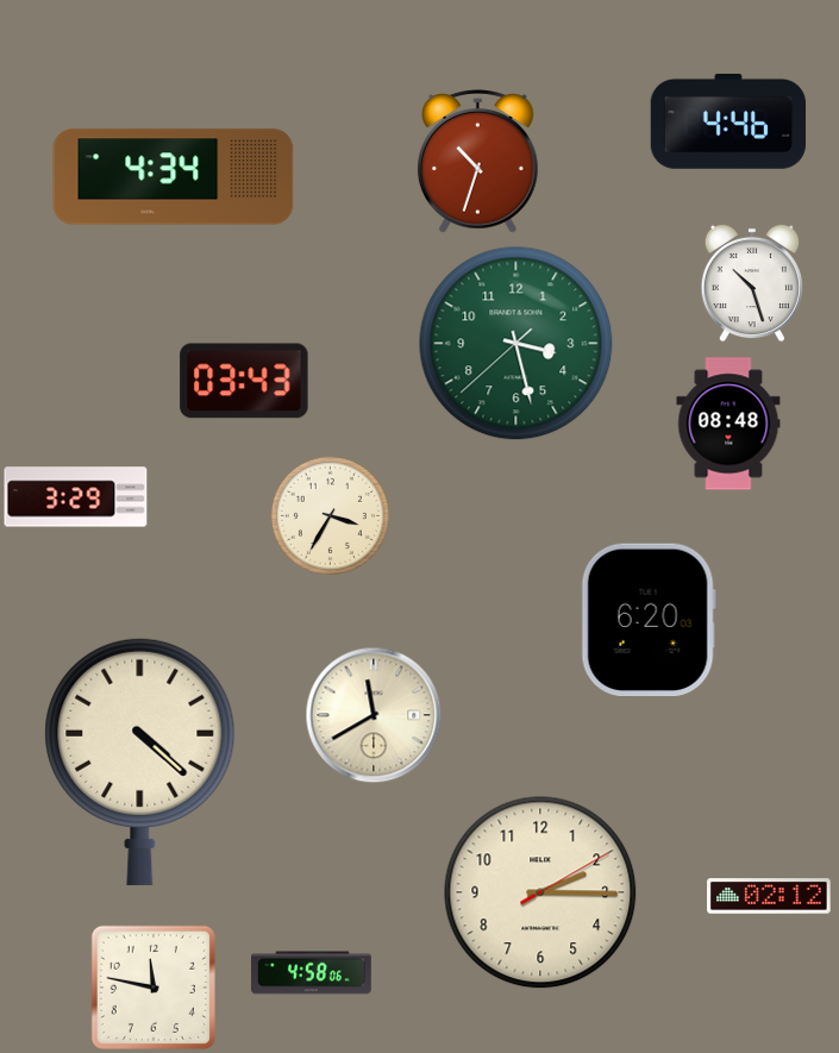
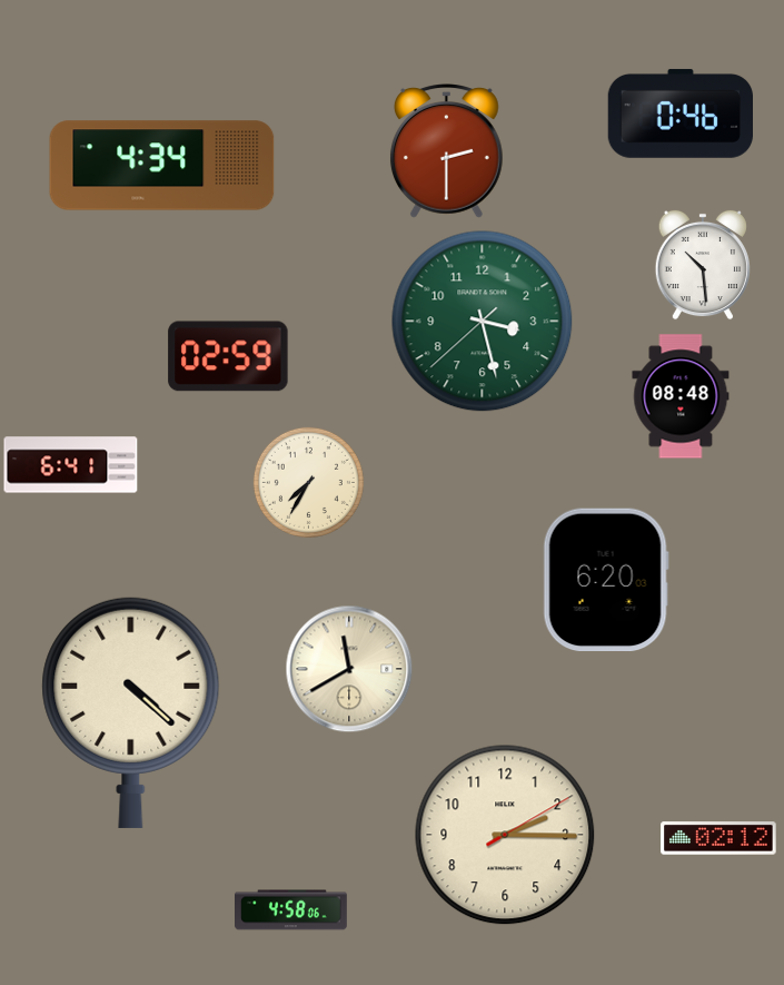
clock at (727, 121): 4:46 -> 0:46
clock at (478, 162): 10:33 -> 2:30
clock at (752, 283): 10:27 -> 10:29
clock at (244, 381): 03:43 -> 02:59
clock at (76, 497): 3:29 -> 6:41
clock at (330, 515): 3:35 -> 7:35
clock at (154, 988): 11:47 -> none
